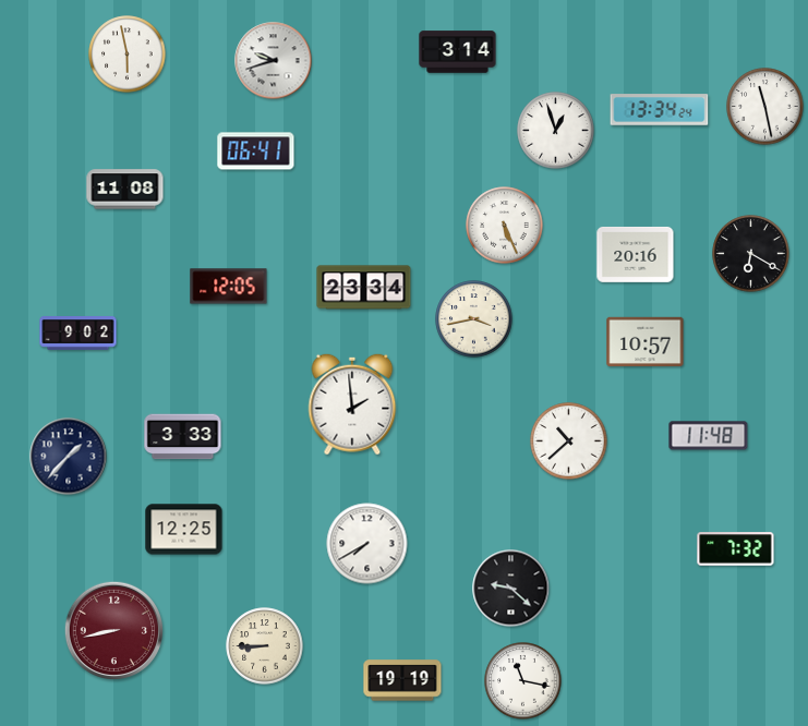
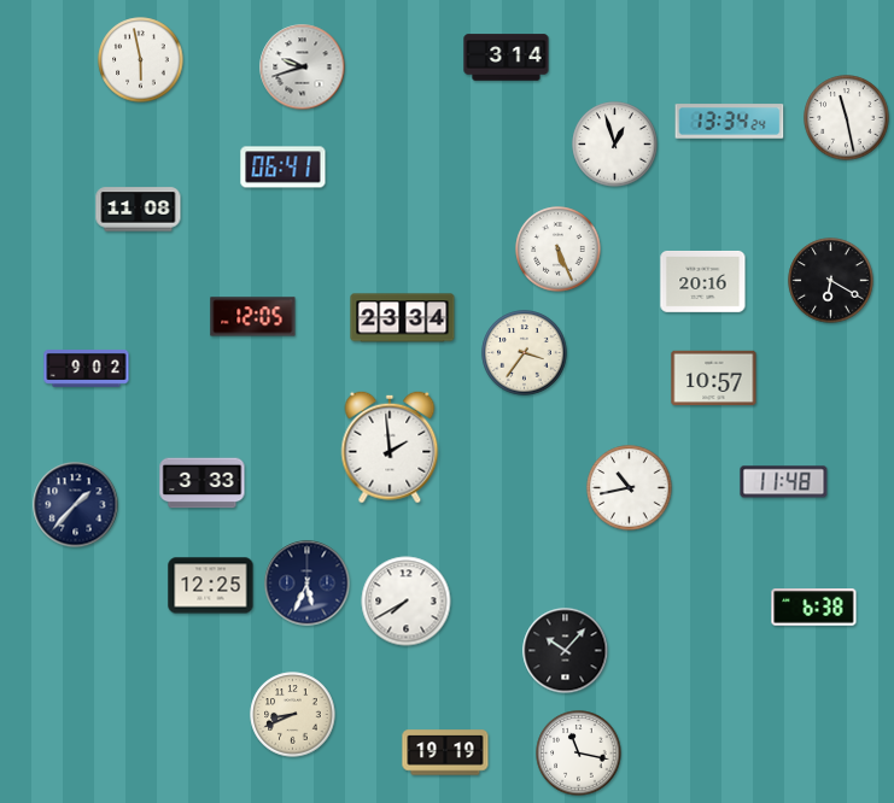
clock at (474, 319): 3:43 -> 3:36
clock at (569, 441): 10:38 -> 10:43
clock at (308, 584): none -> 5:34
clock at (184, 530) position: (184, 530) -> (211, 586)
clock at (736, 549): 7:32 -> 6:38
clock at (511, 589): 9:22 -> 10:07
clock at (113, 630): 8:43 -> none
clock at (265, 646): 8:45 -> 8:41
